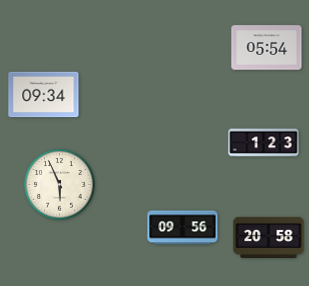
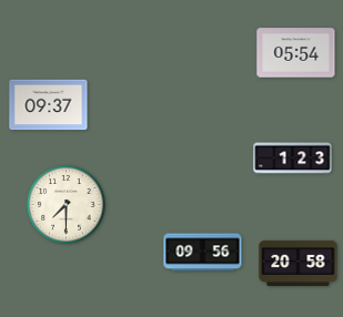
clock at (44, 95): 09:34 -> 09:37
clock at (60, 185): 5:56 -> 7:30
